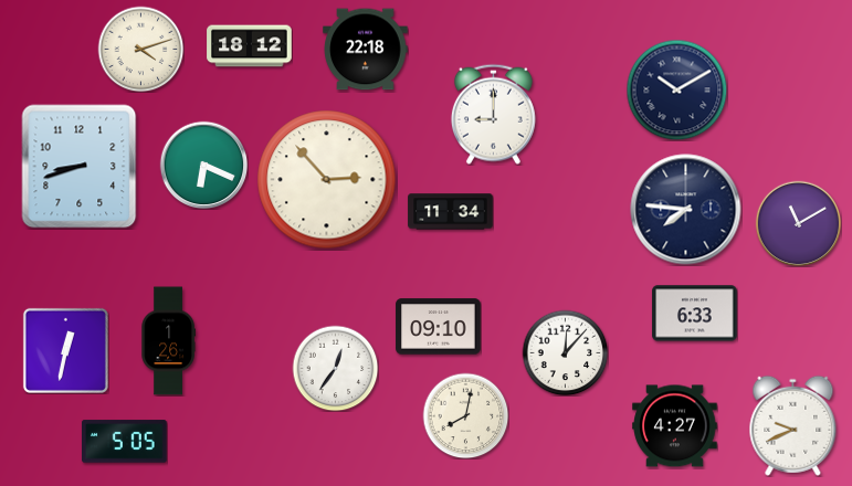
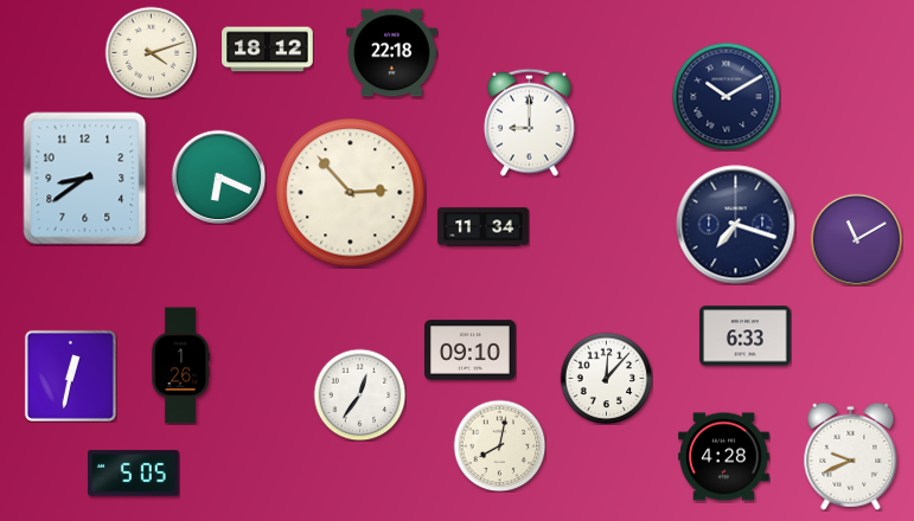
clock at (80, 167): 8:42 -> 8:39
clock at (686, 210): 7:46 -> 7:18
clock at (675, 426): 4:27 -> 4:28
